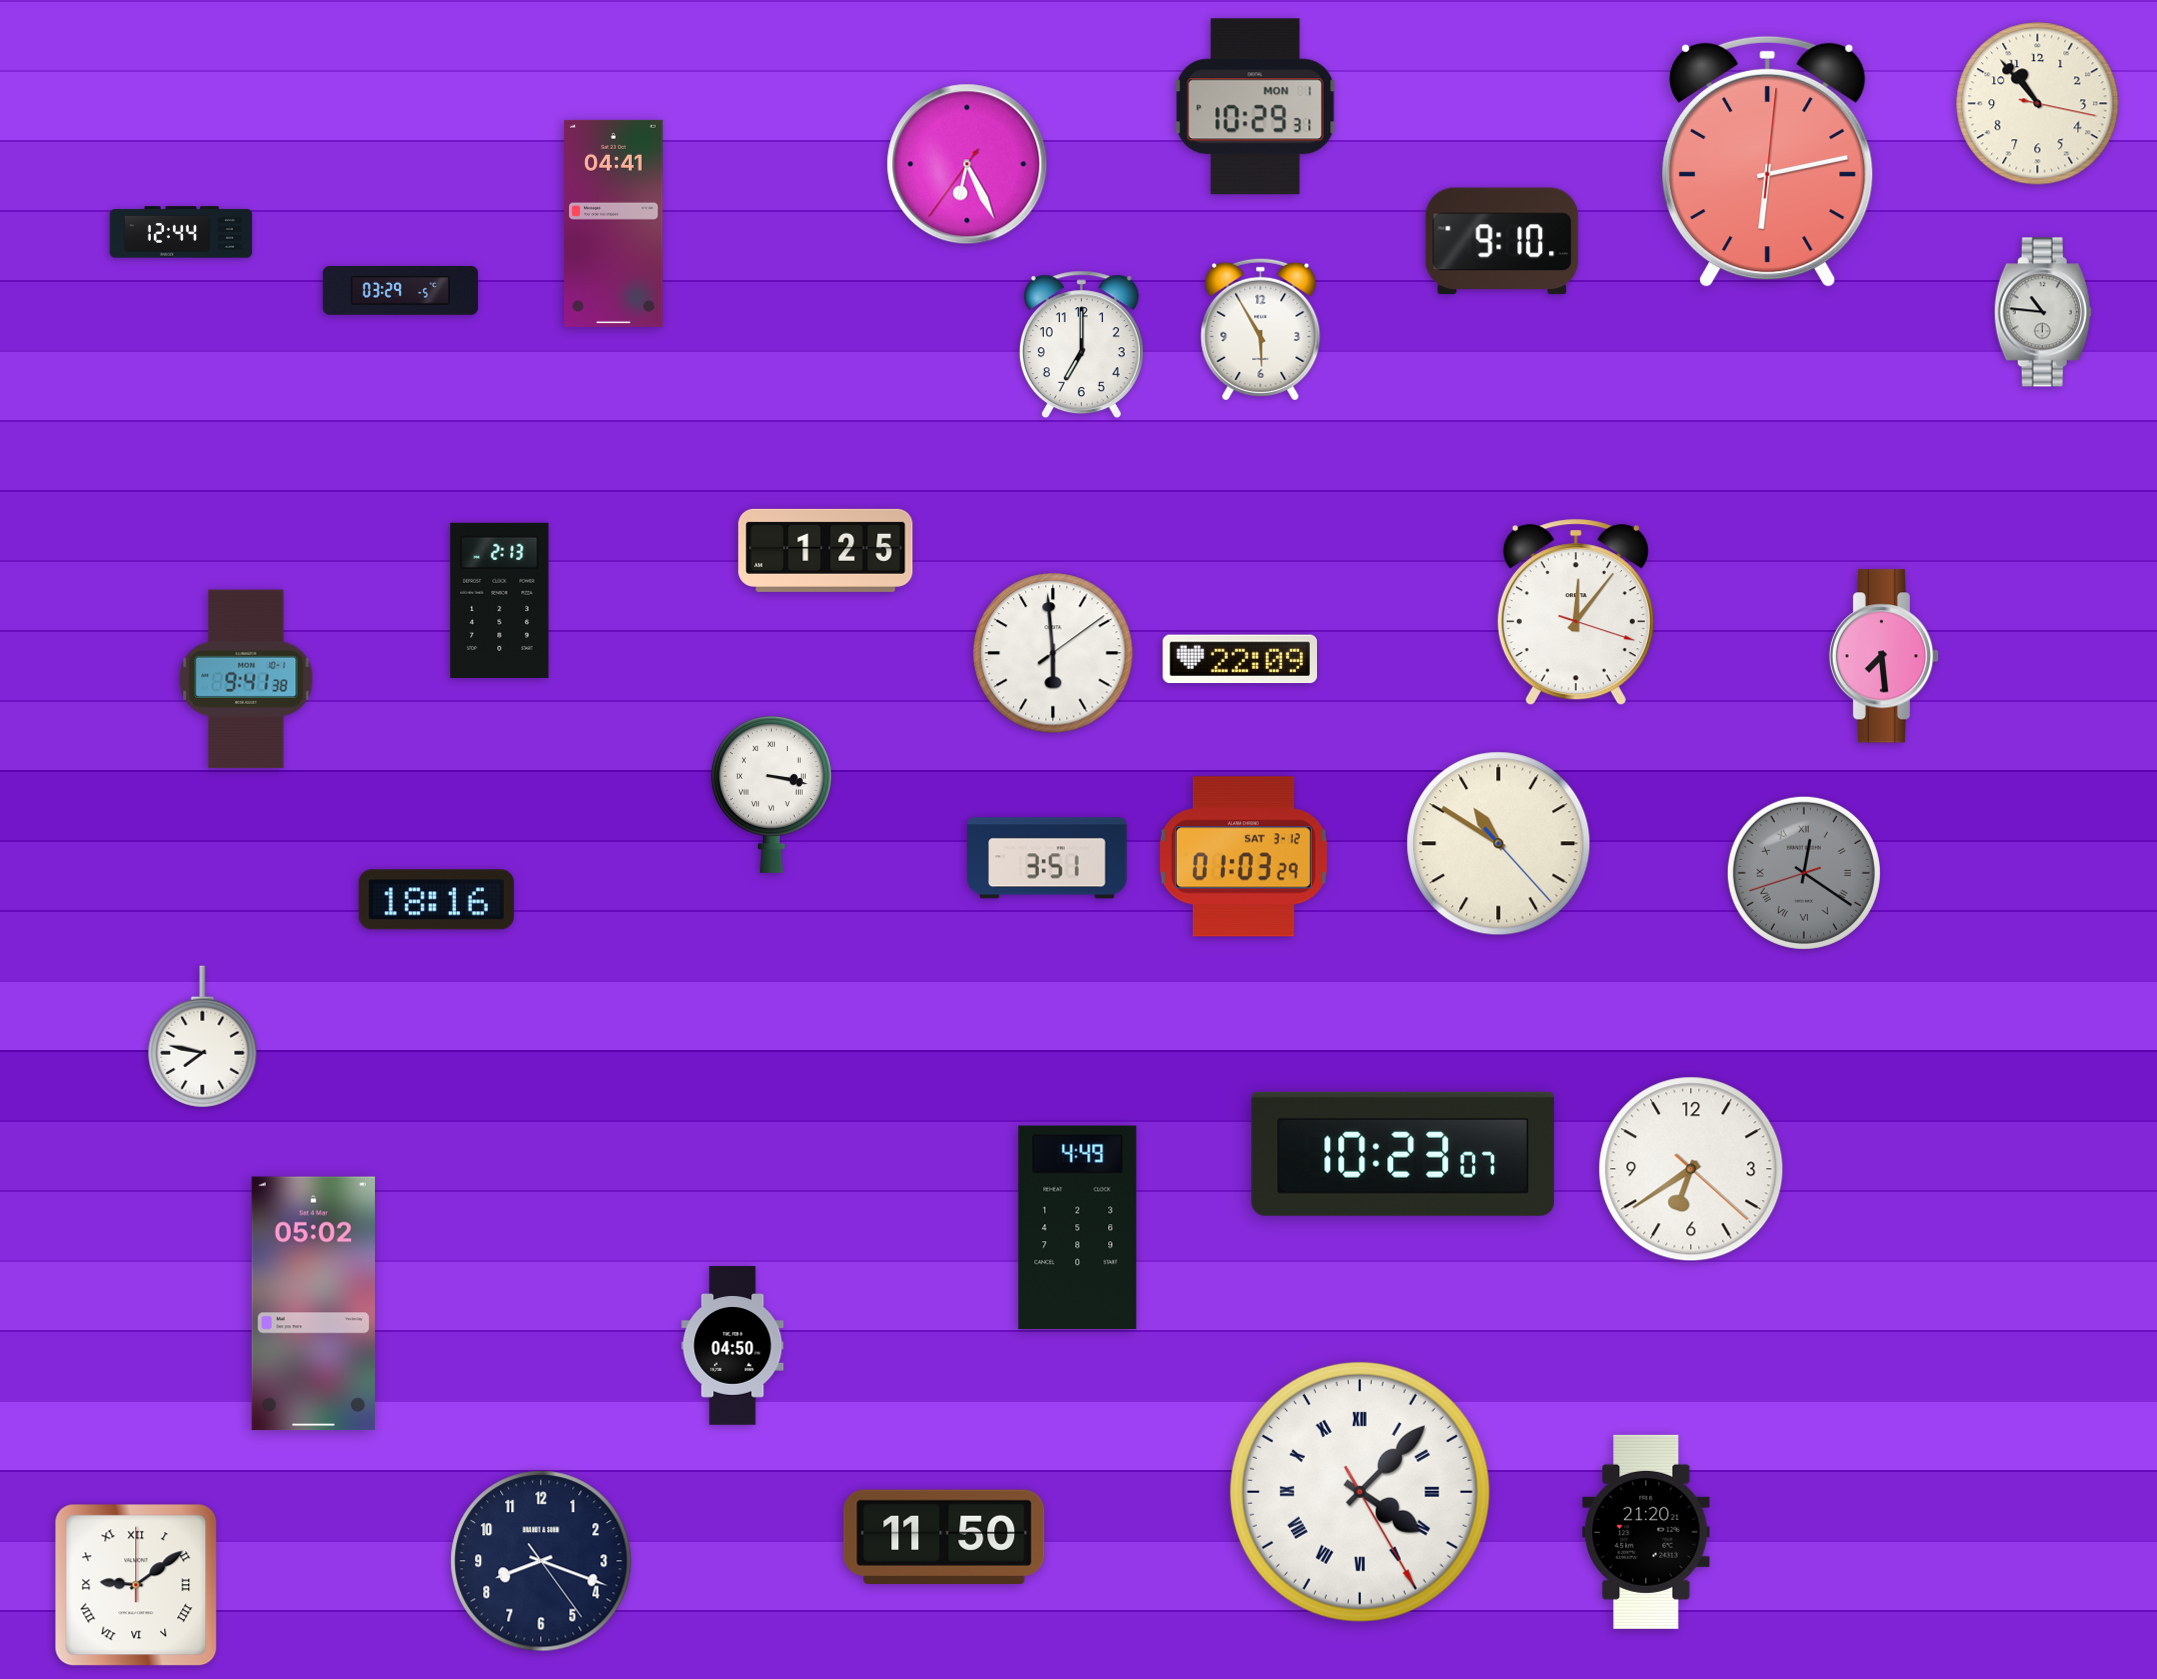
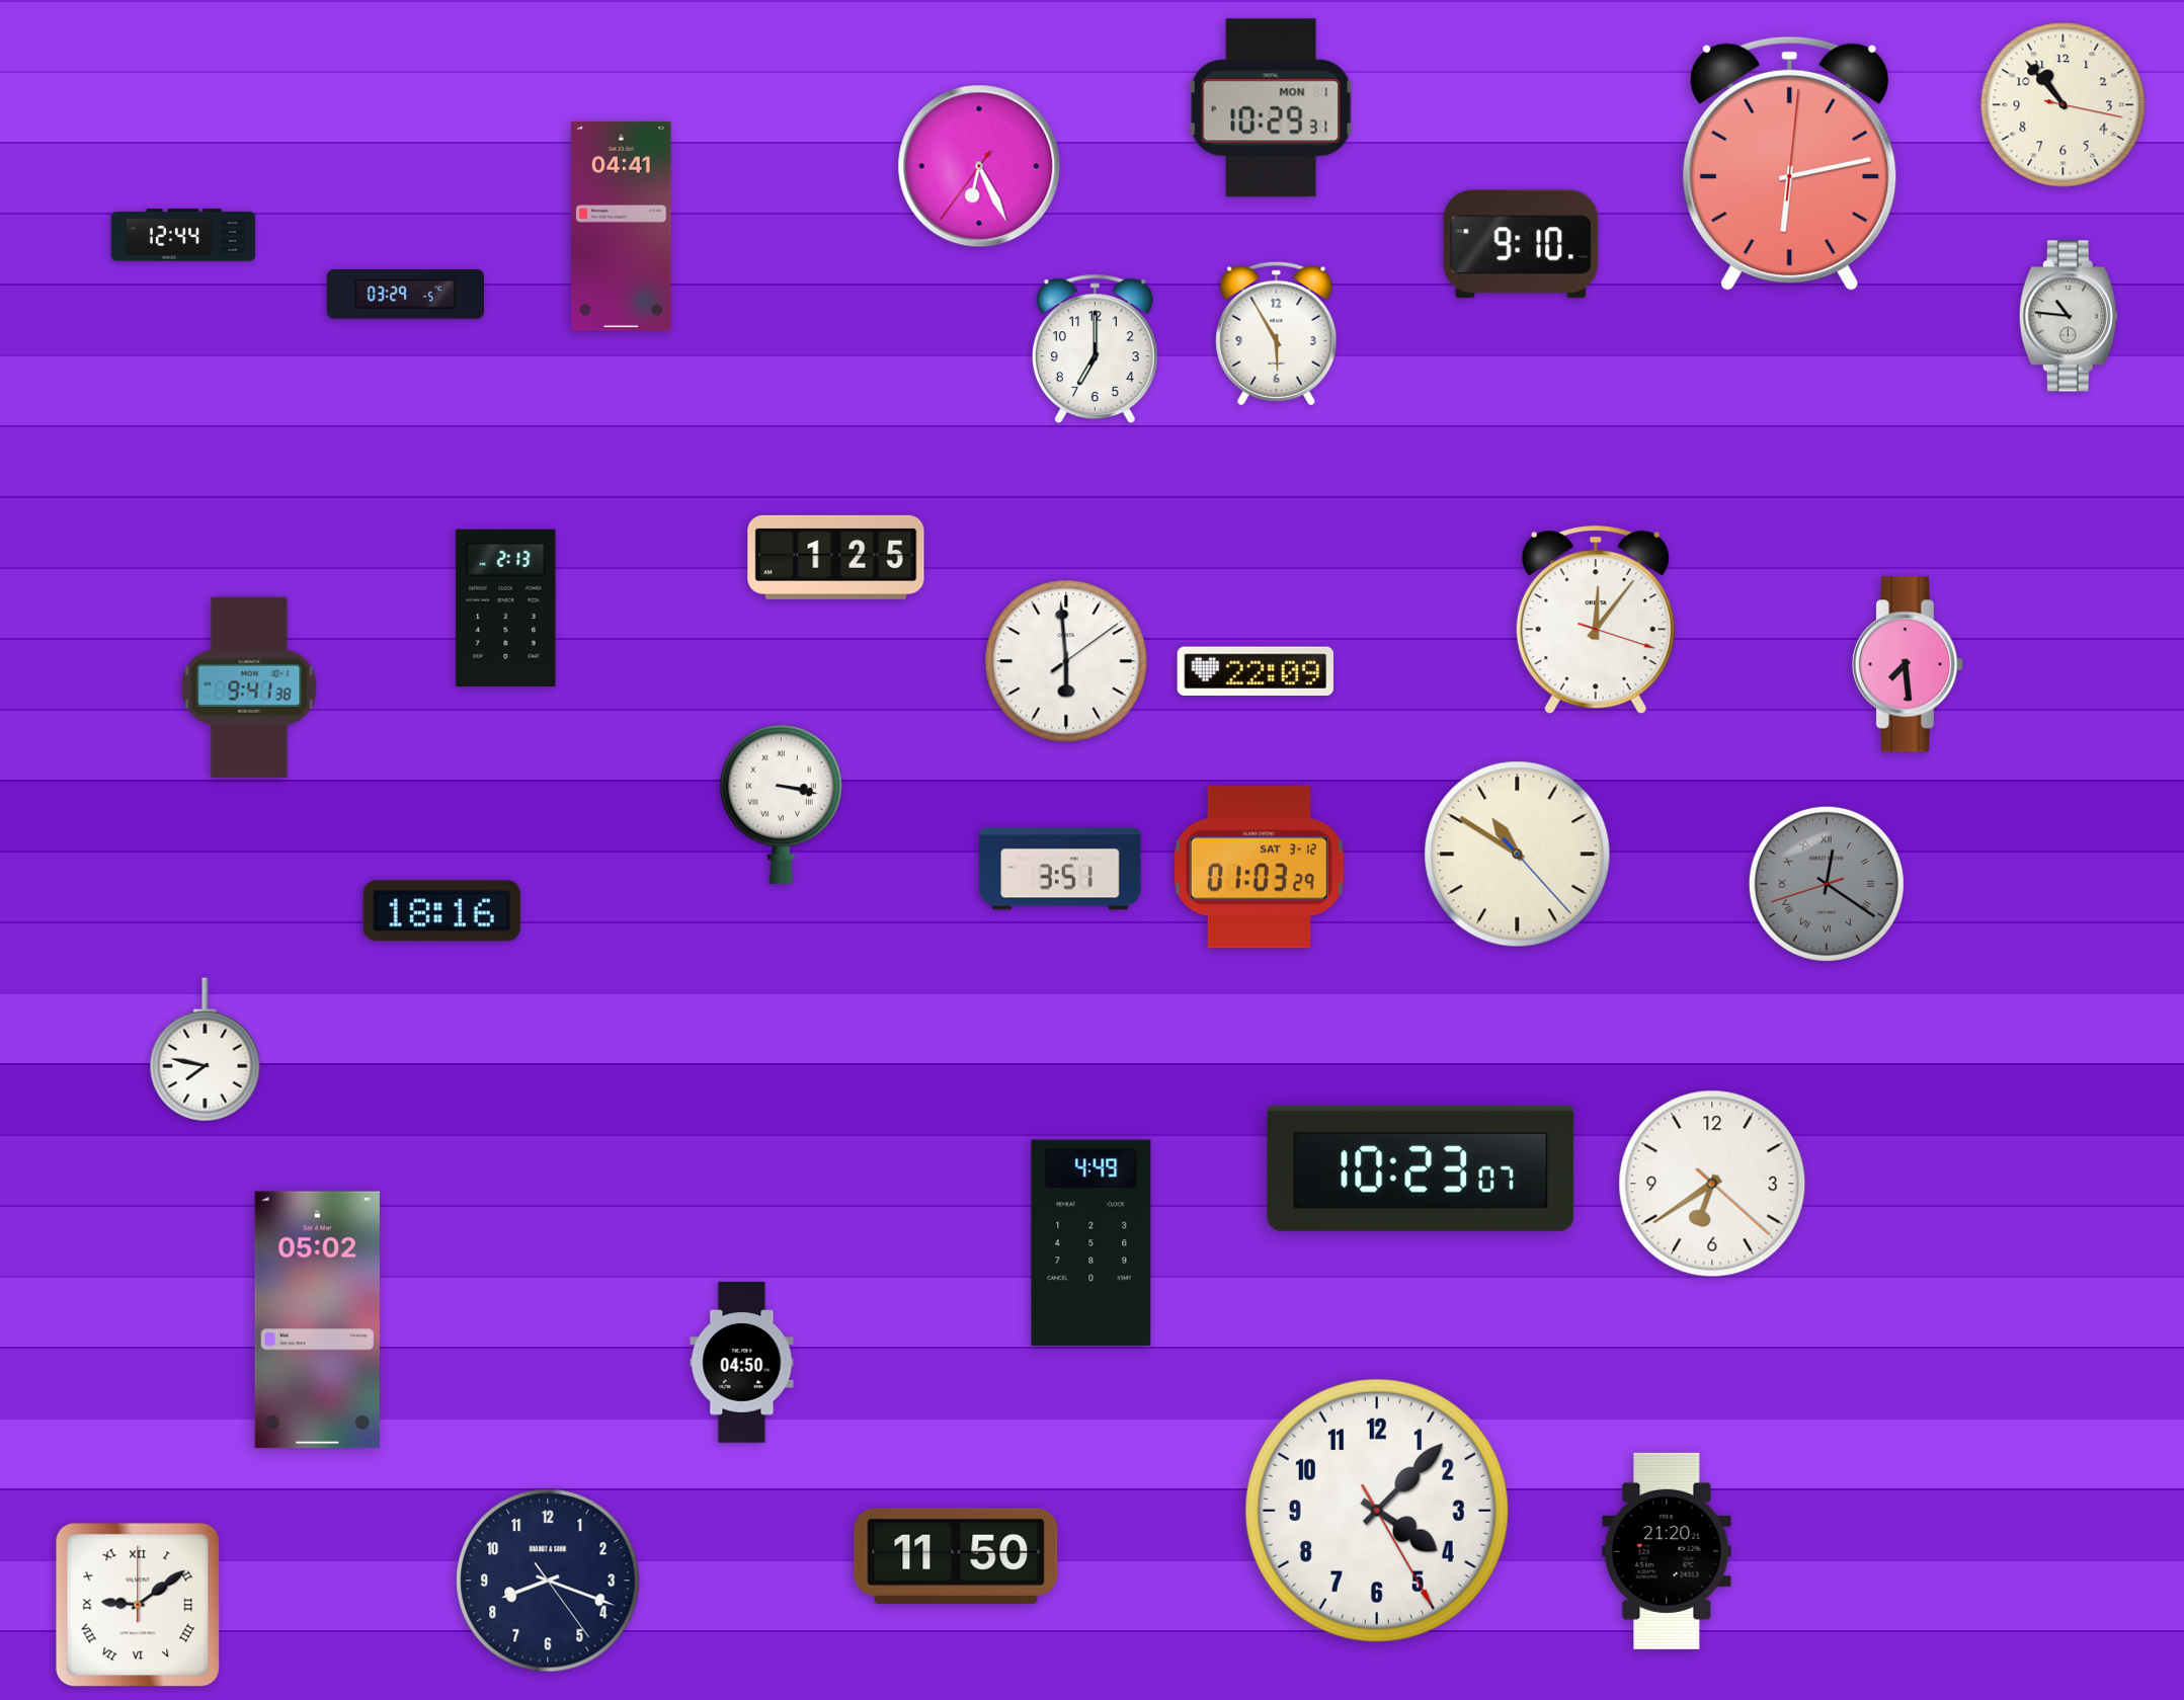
clock at (1239, 659) position: (1239, 659) -> (1255, 671)
clock at (1360, 1492) numerals: Roman -> Arabic
